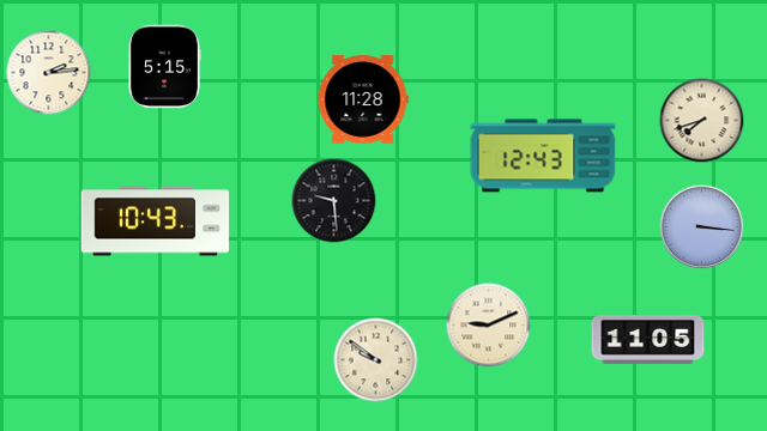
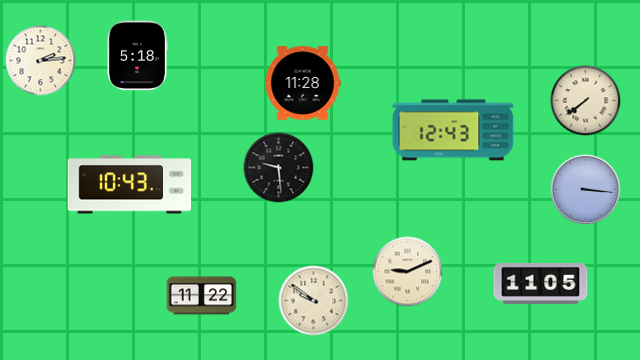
clock at (164, 67): 5:15 -> 5:18
clock at (702, 121): 7:42 -> 7:39
clock at (202, 296): none -> 11:22
